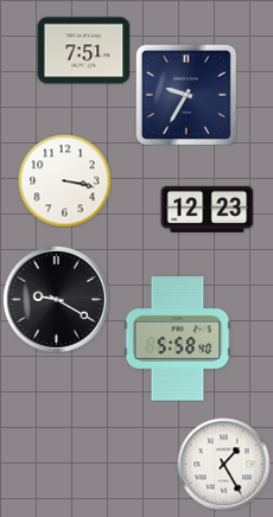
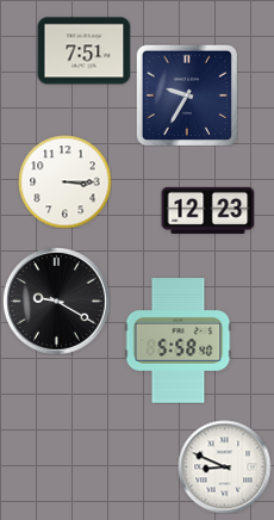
clock at (64, 180): 3:17 -> 3:15
clock at (223, 464): 1:25 -> 8:49
